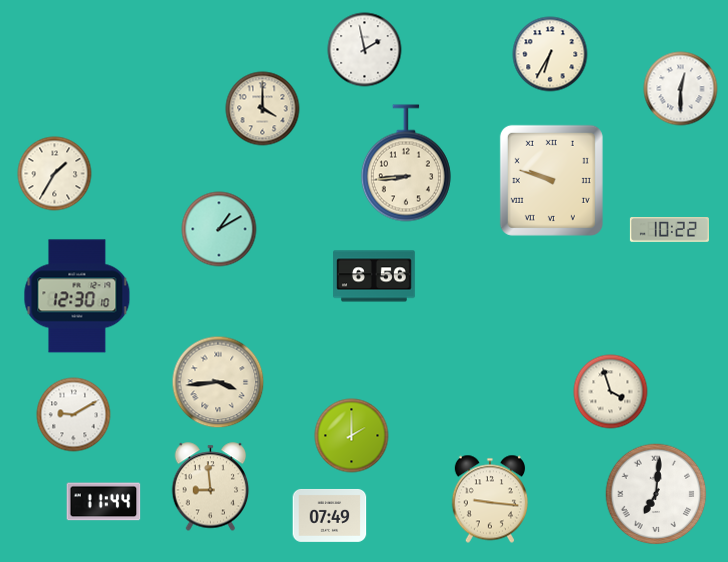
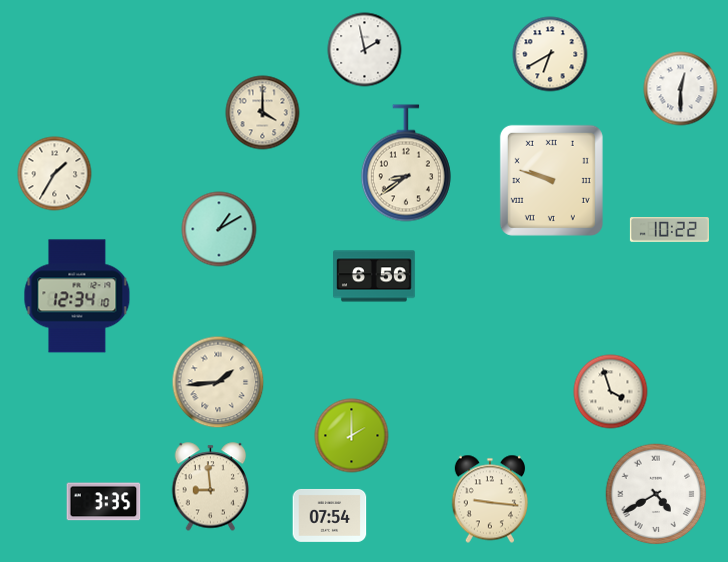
clock at (550, 54): 6:35 -> 6:40
clock at (263, 109) position: (263, 109) -> (263, 113)
clock at (406, 163): 8:44 -> 8:39
clock at (77, 296): 12:30 -> 12:34
clock at (218, 382): 3:44 -> 1:44
clock at (74, 415): 9:10 -> none
clock at (656, 494): 7:01 -> 4:40
clock at (104, 502): 11:44 -> 3:35
clock at (330, 515): 07:49 -> 07:54
